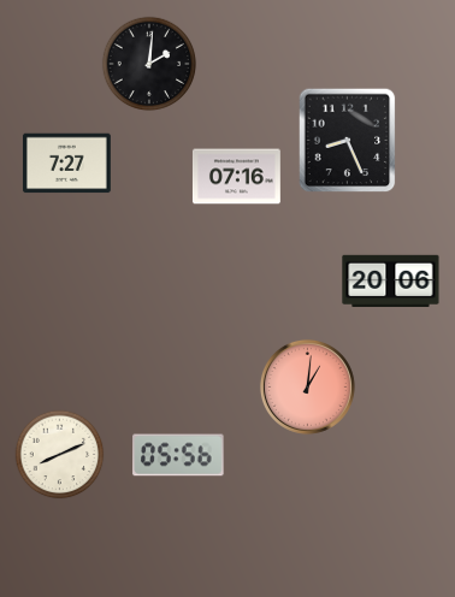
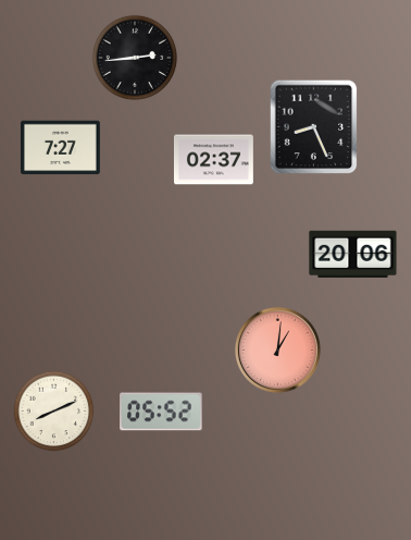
clock at (149, 64): 2:01 -> 2:44
clock at (236, 177): 07:16 -> 02:37
clock at (178, 455): 05:56 -> 05:52
